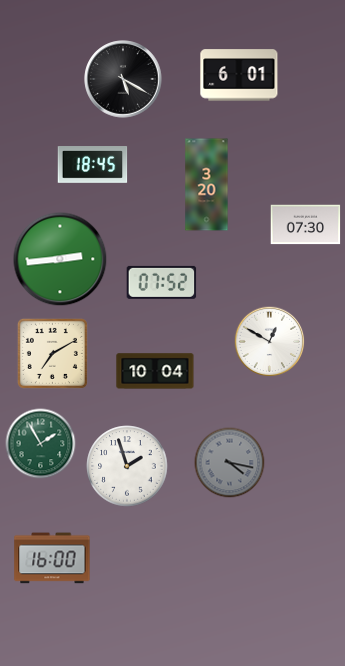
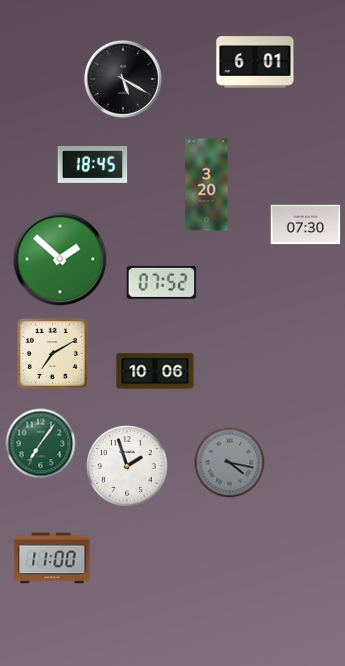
clock at (239, 75) position: (239, 75) -> (255, 62)
clock at (60, 259): 2:44 -> 1:52
clock at (270, 342): 12:50 -> none
clock at (155, 371): 10:04 -> 10:06
clock at (41, 444): 1:55 -> 7:06
clock at (52, 558): 16:00 -> 11:00
